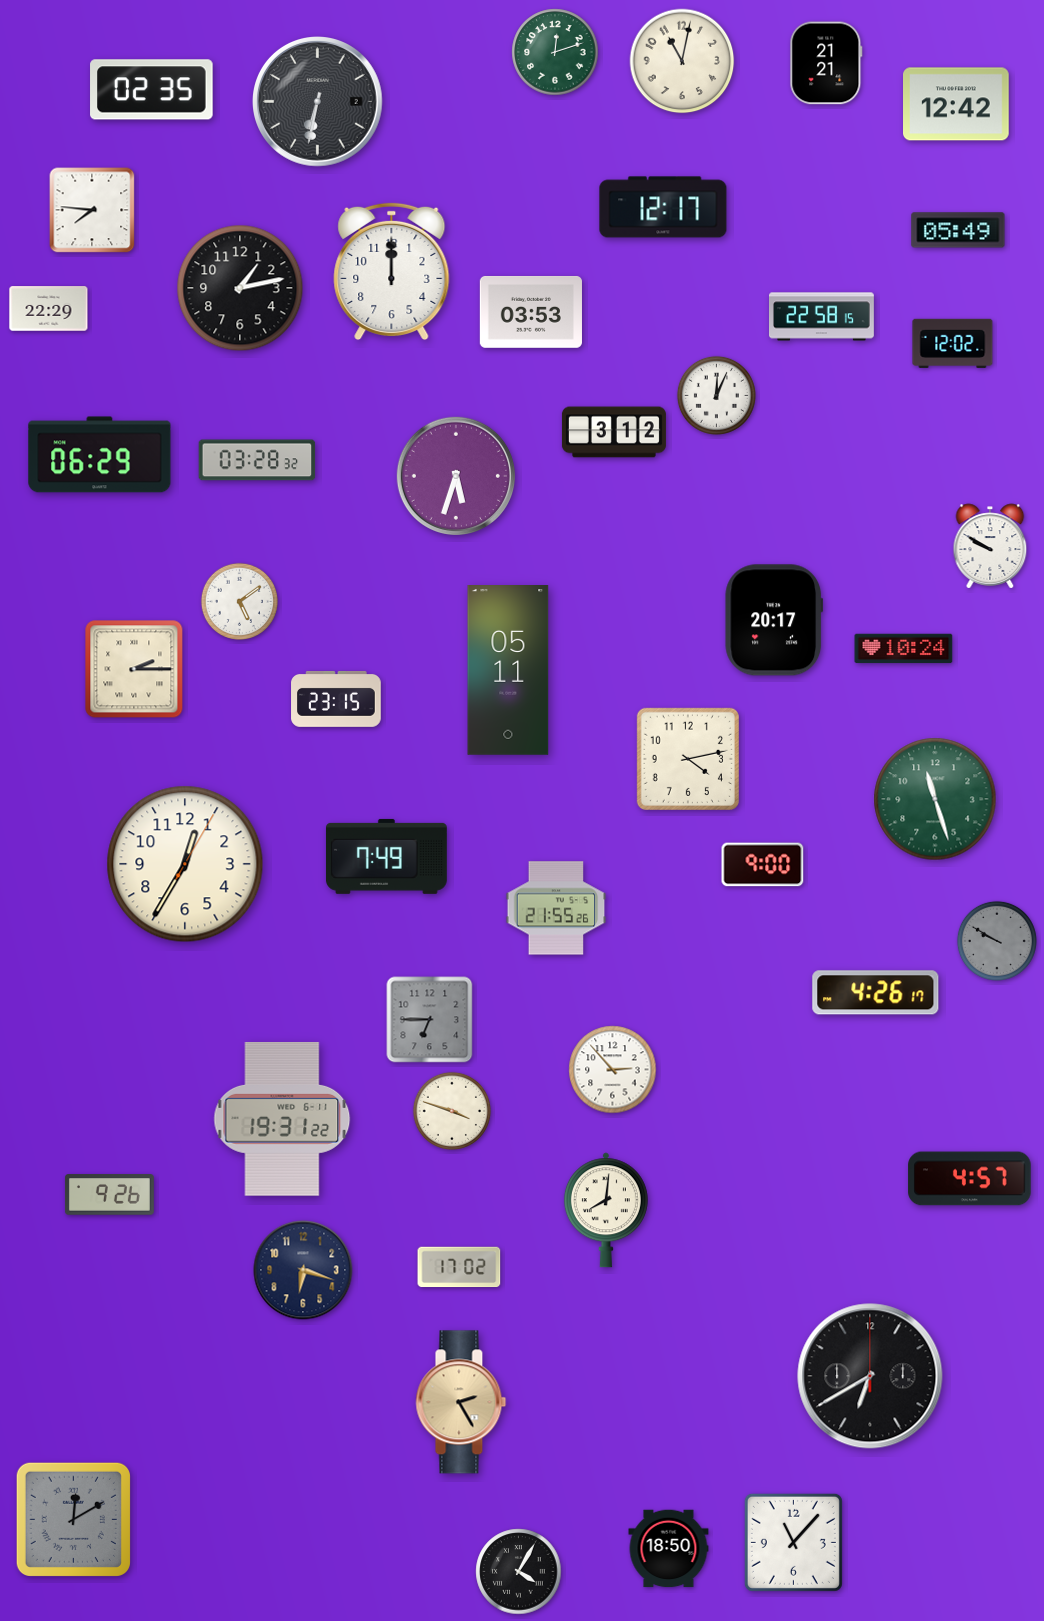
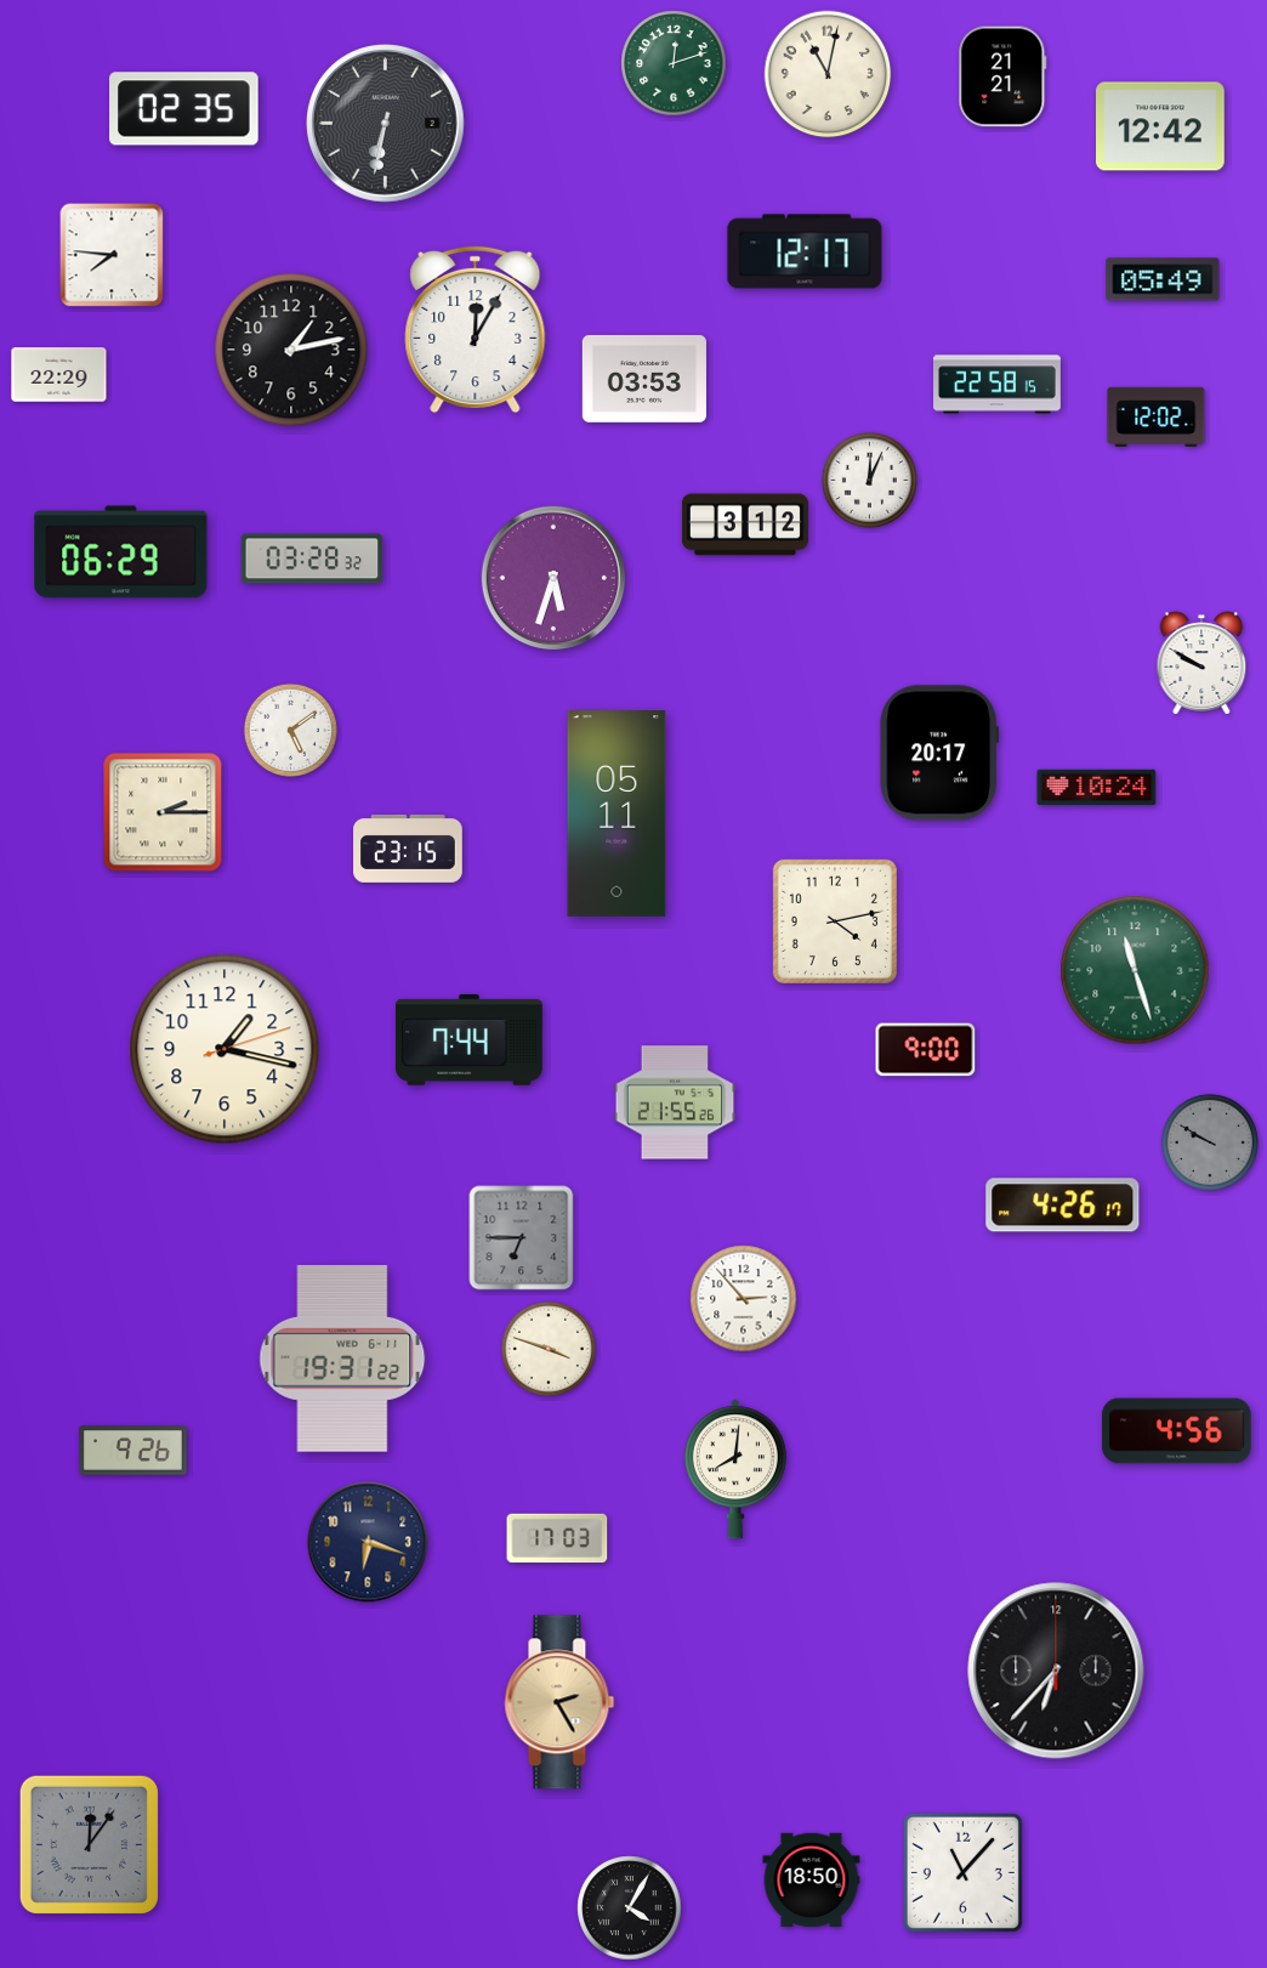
clock at (392, 272): 12:00 -> 12:05
clock at (386, 856): 7:49 -> 7:44
clock at (185, 864): 12:35 -> 1:17
clock at (970, 1179): 4:57 -> 4:56
clock at (459, 1267): 17:02 -> 17:03
clock at (870, 1376): 6:40 -> 6:37
clock at (73, 1519): 12:10 -> 12:06
